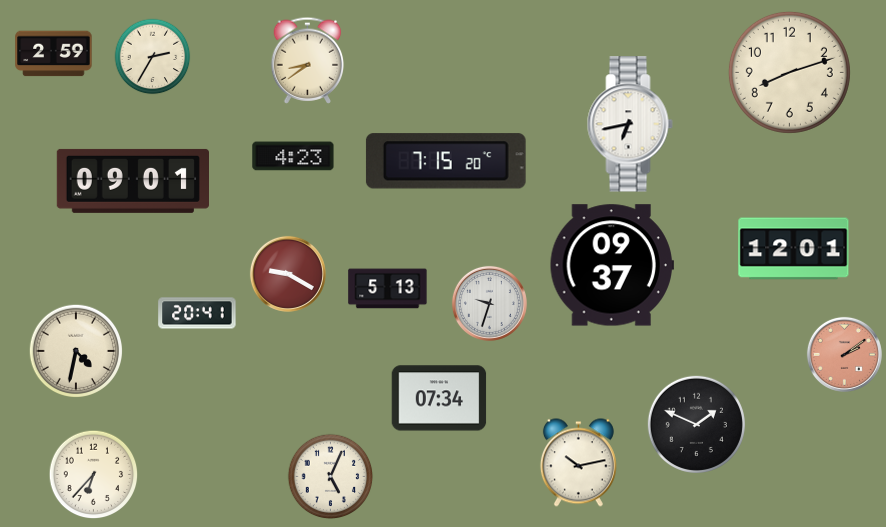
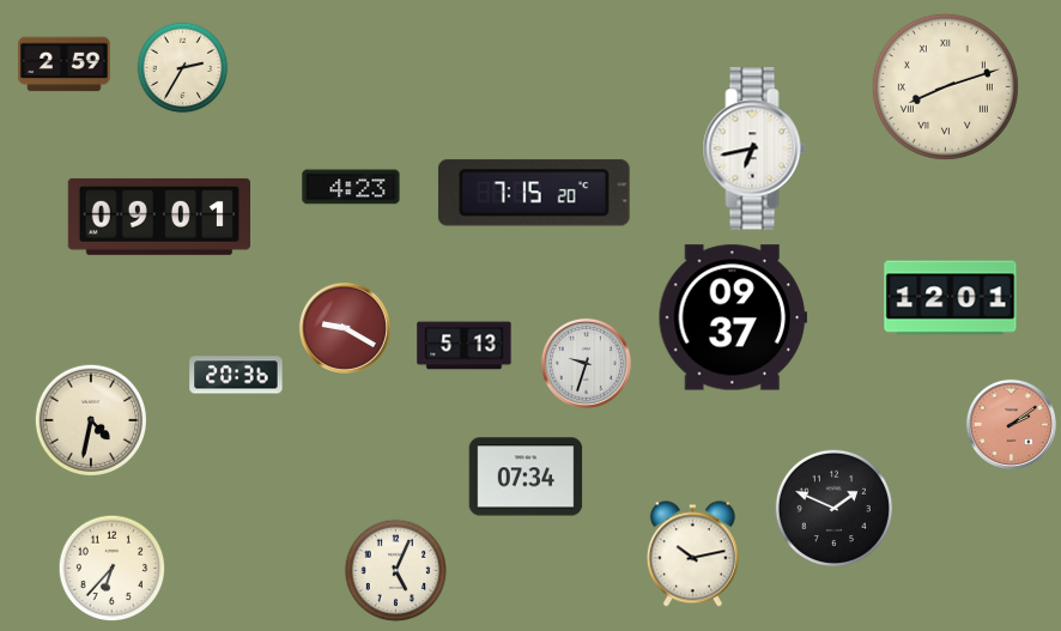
clock at (308, 60): 8:39 -> none
clock at (789, 72) numerals: Arabic -> Roman
clock at (197, 313): 20:41 -> 20:36
